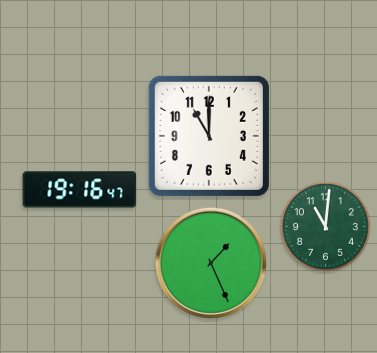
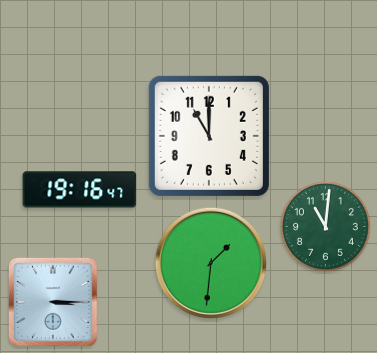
clock at (211, 263): 1:26 -> 1:31
clock at (53, 302): none -> 3:15
